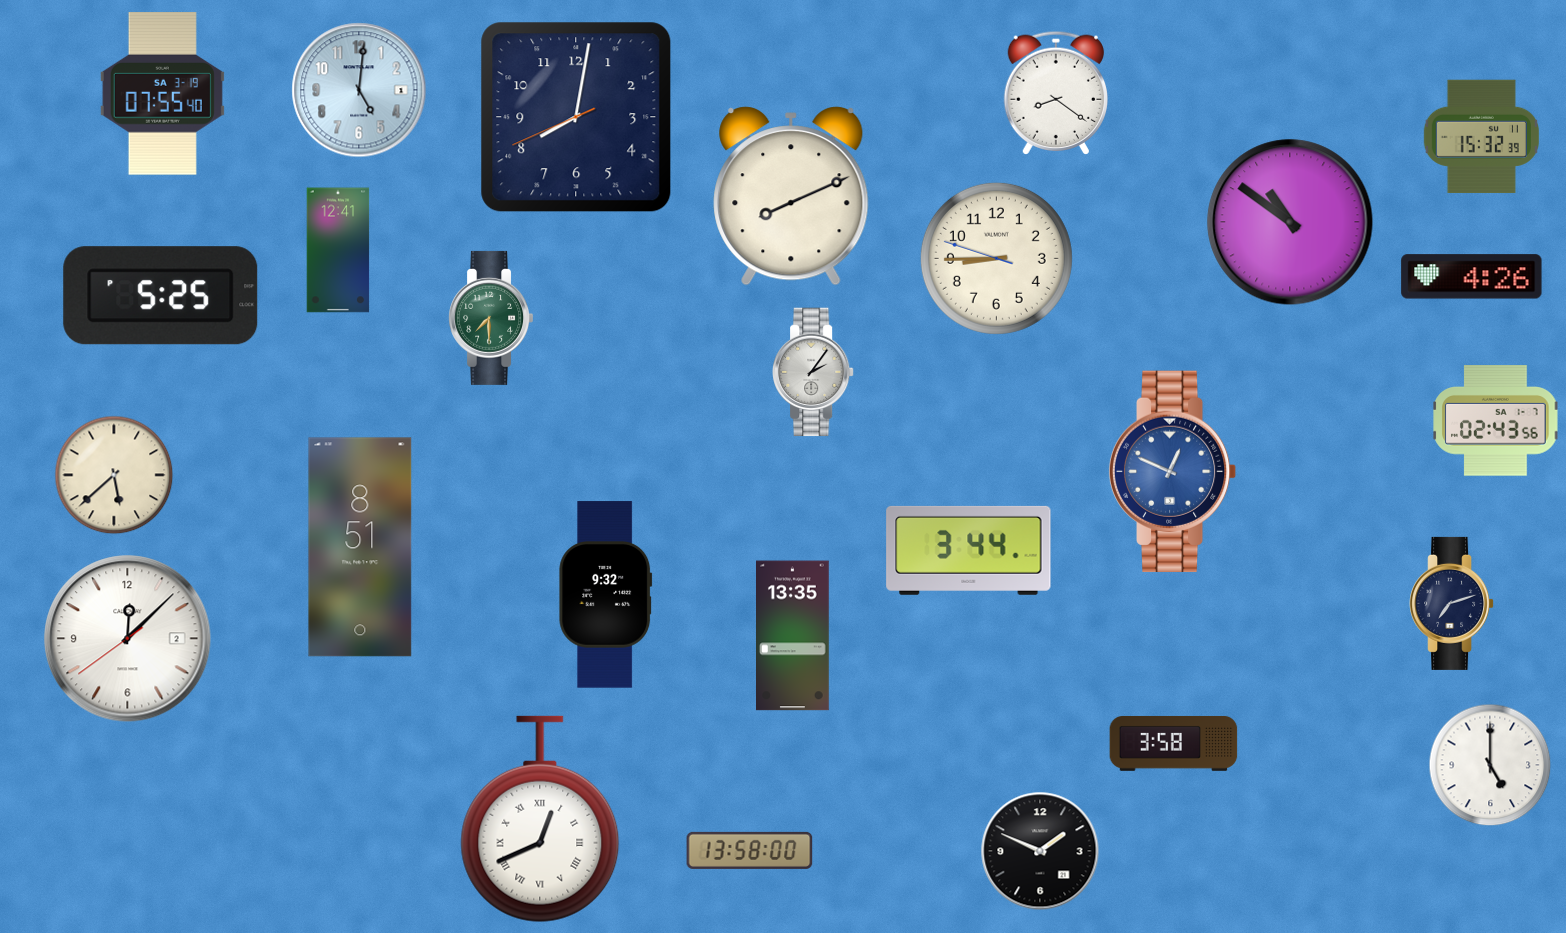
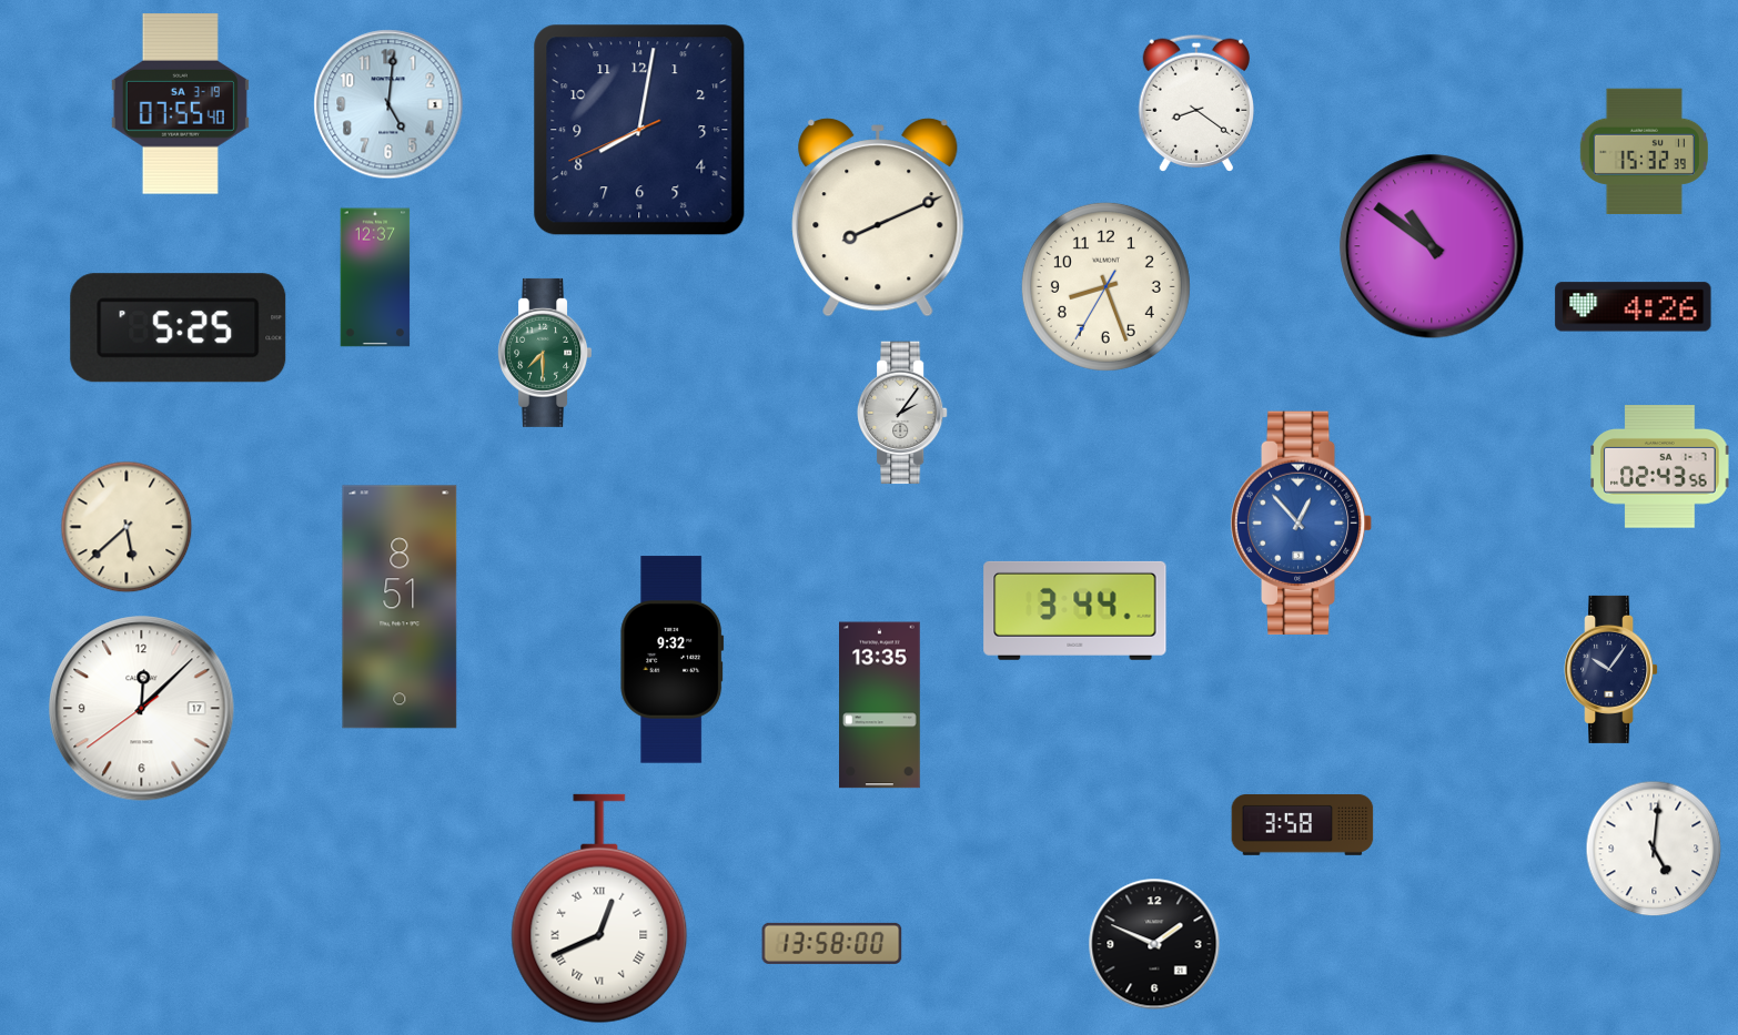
clock at (359, 90) position: (359, 90) -> (388, 104)
clock at (1055, 93) position: (1055, 93) -> (1195, 103)
clock at (338, 250): 12:41 -> 12:37
clock at (996, 258): 8:44 -> 8:26
clock at (1173, 471): 12:49 -> 12:53
clock at (1452, 603): 7:12 -> 10:06
clock at (128, 639) date: 2 -> 17
clock at (1490, 765): 5:00 -> 5:01
